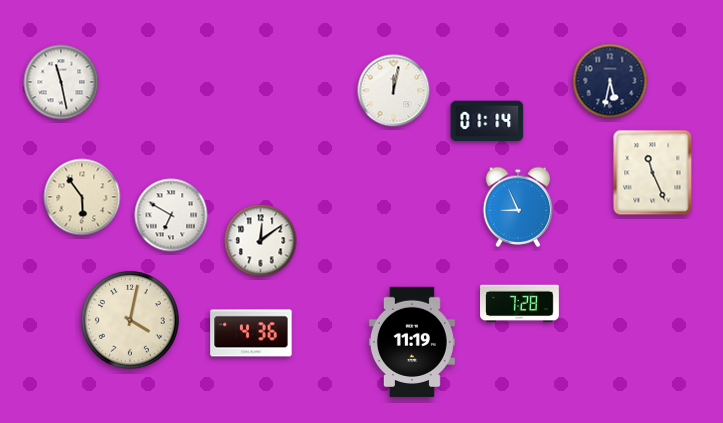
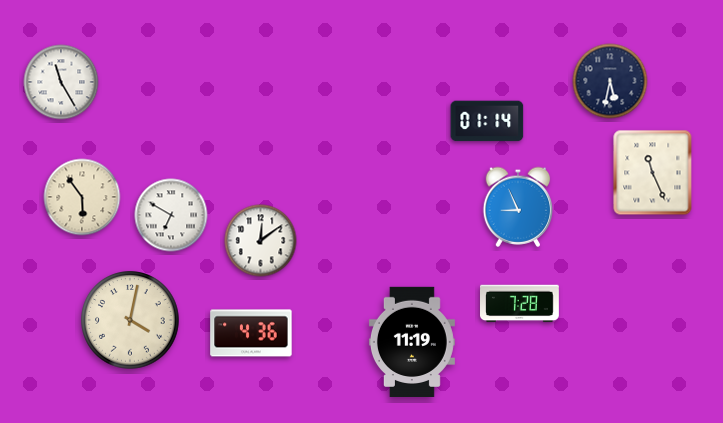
clock at (61, 82): 11:28 -> 11:25
clock at (394, 91): 12:02 -> none
